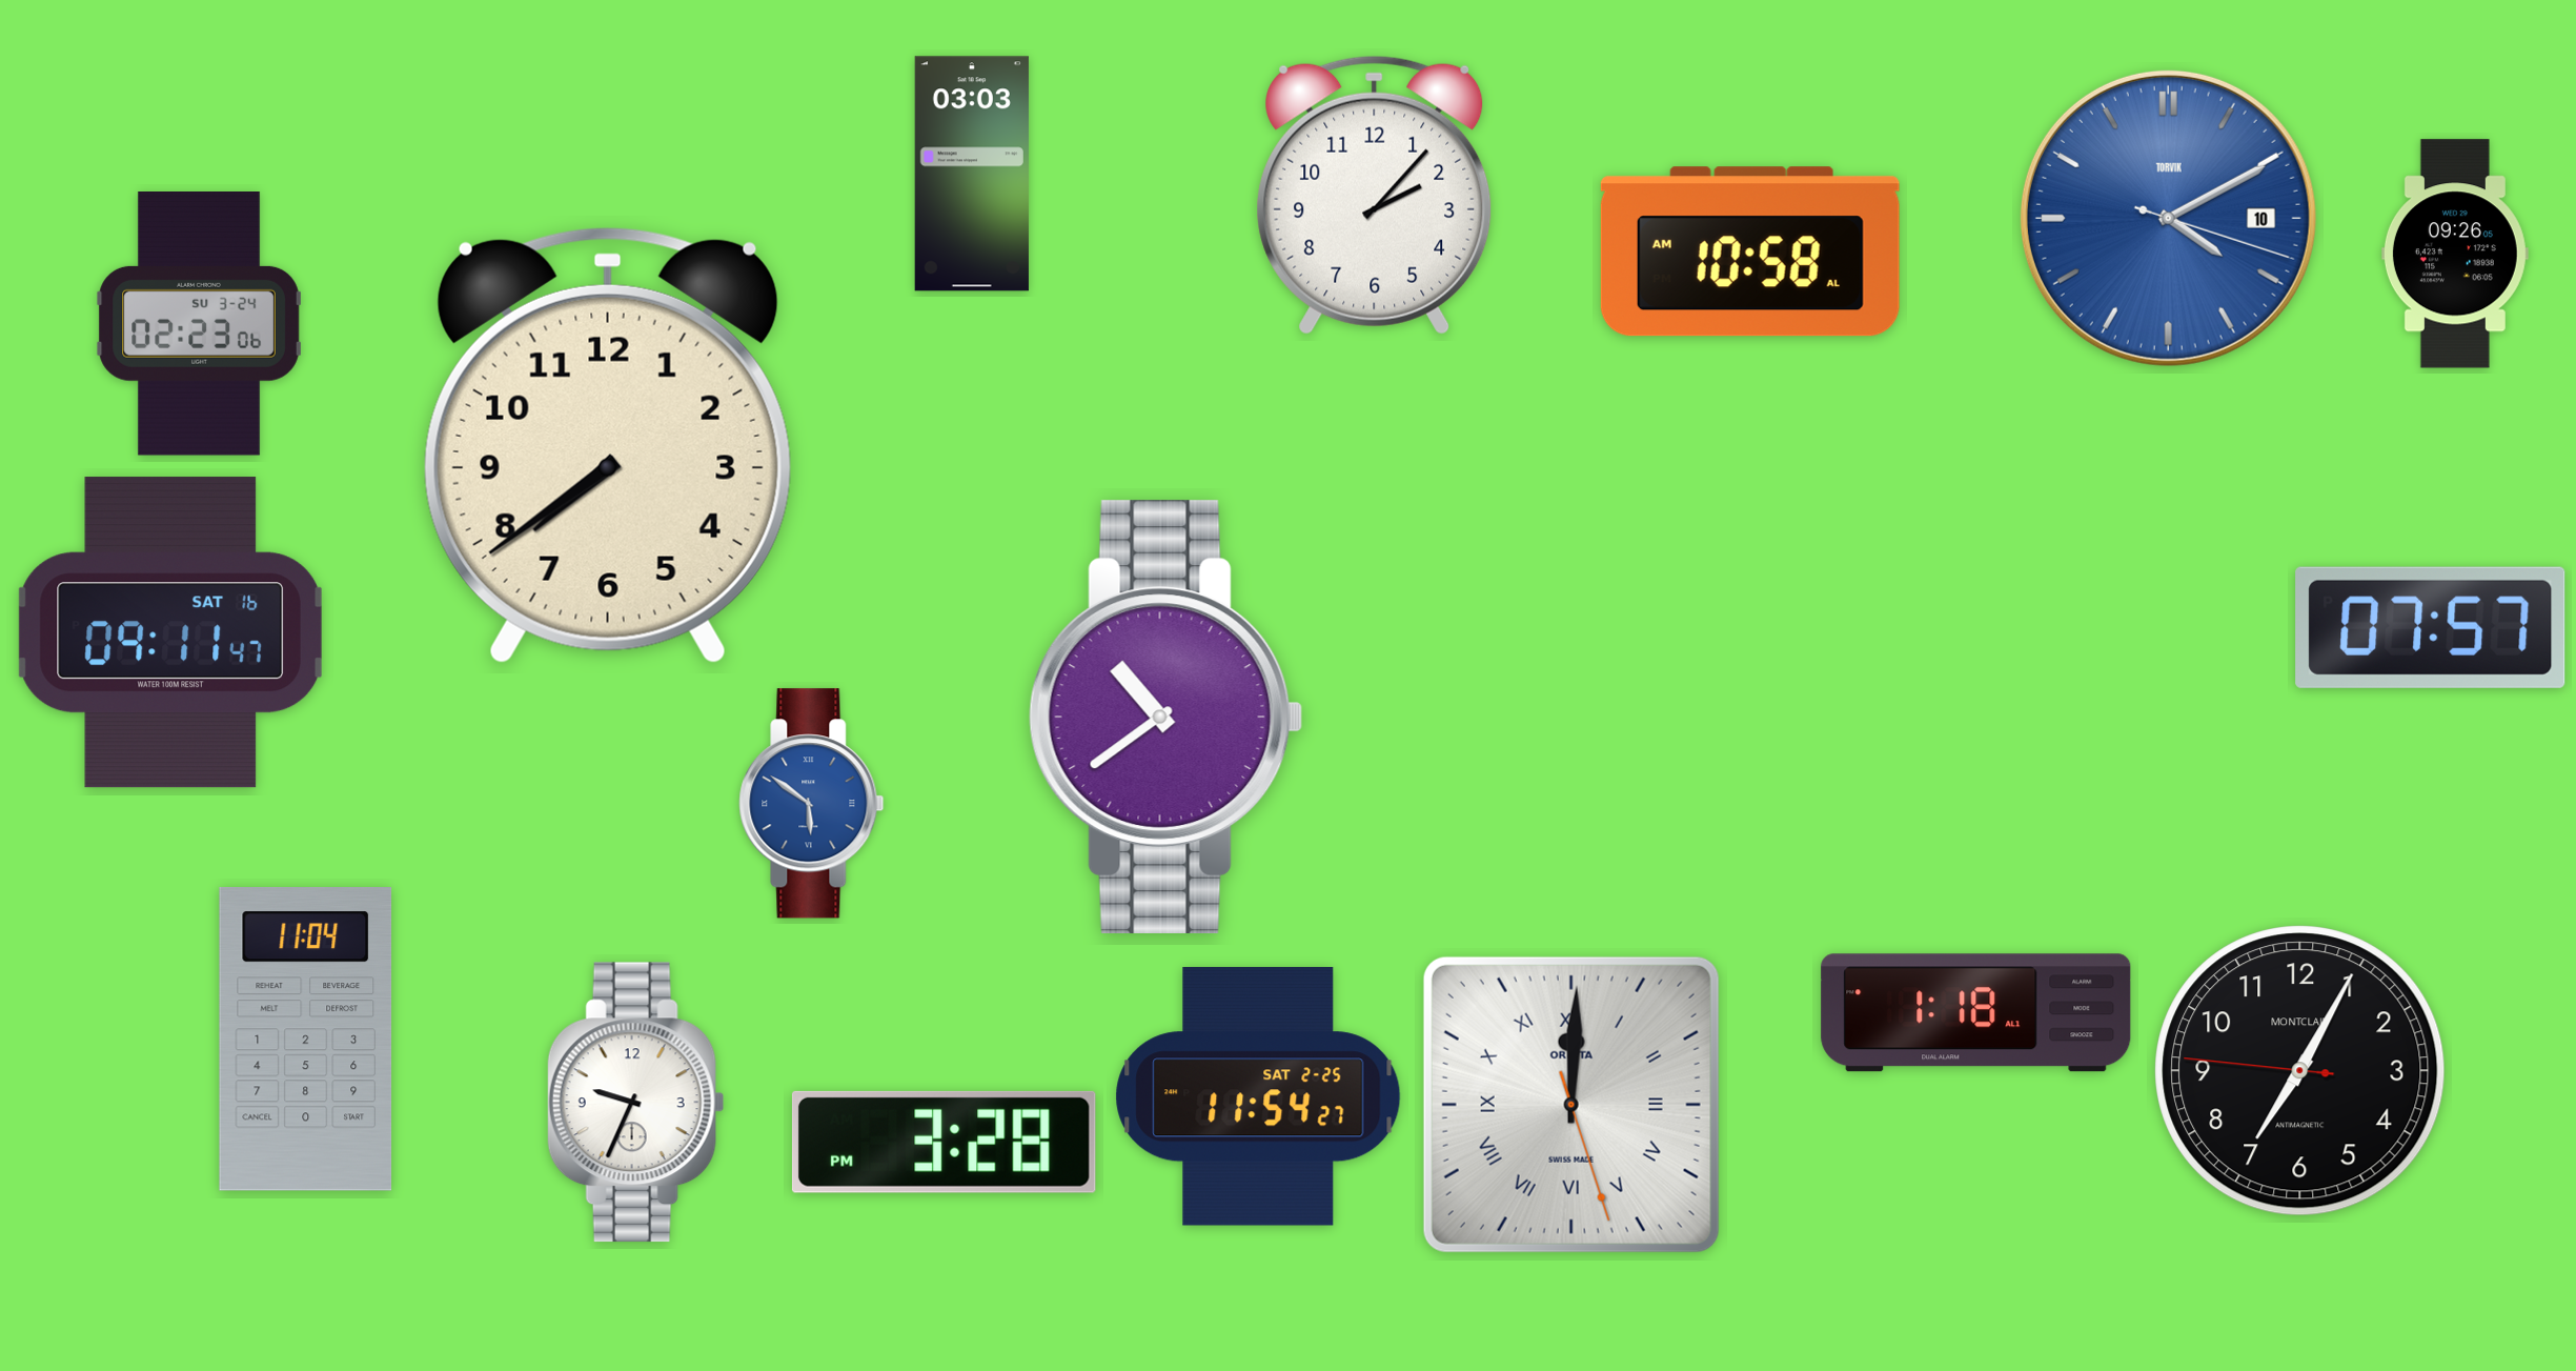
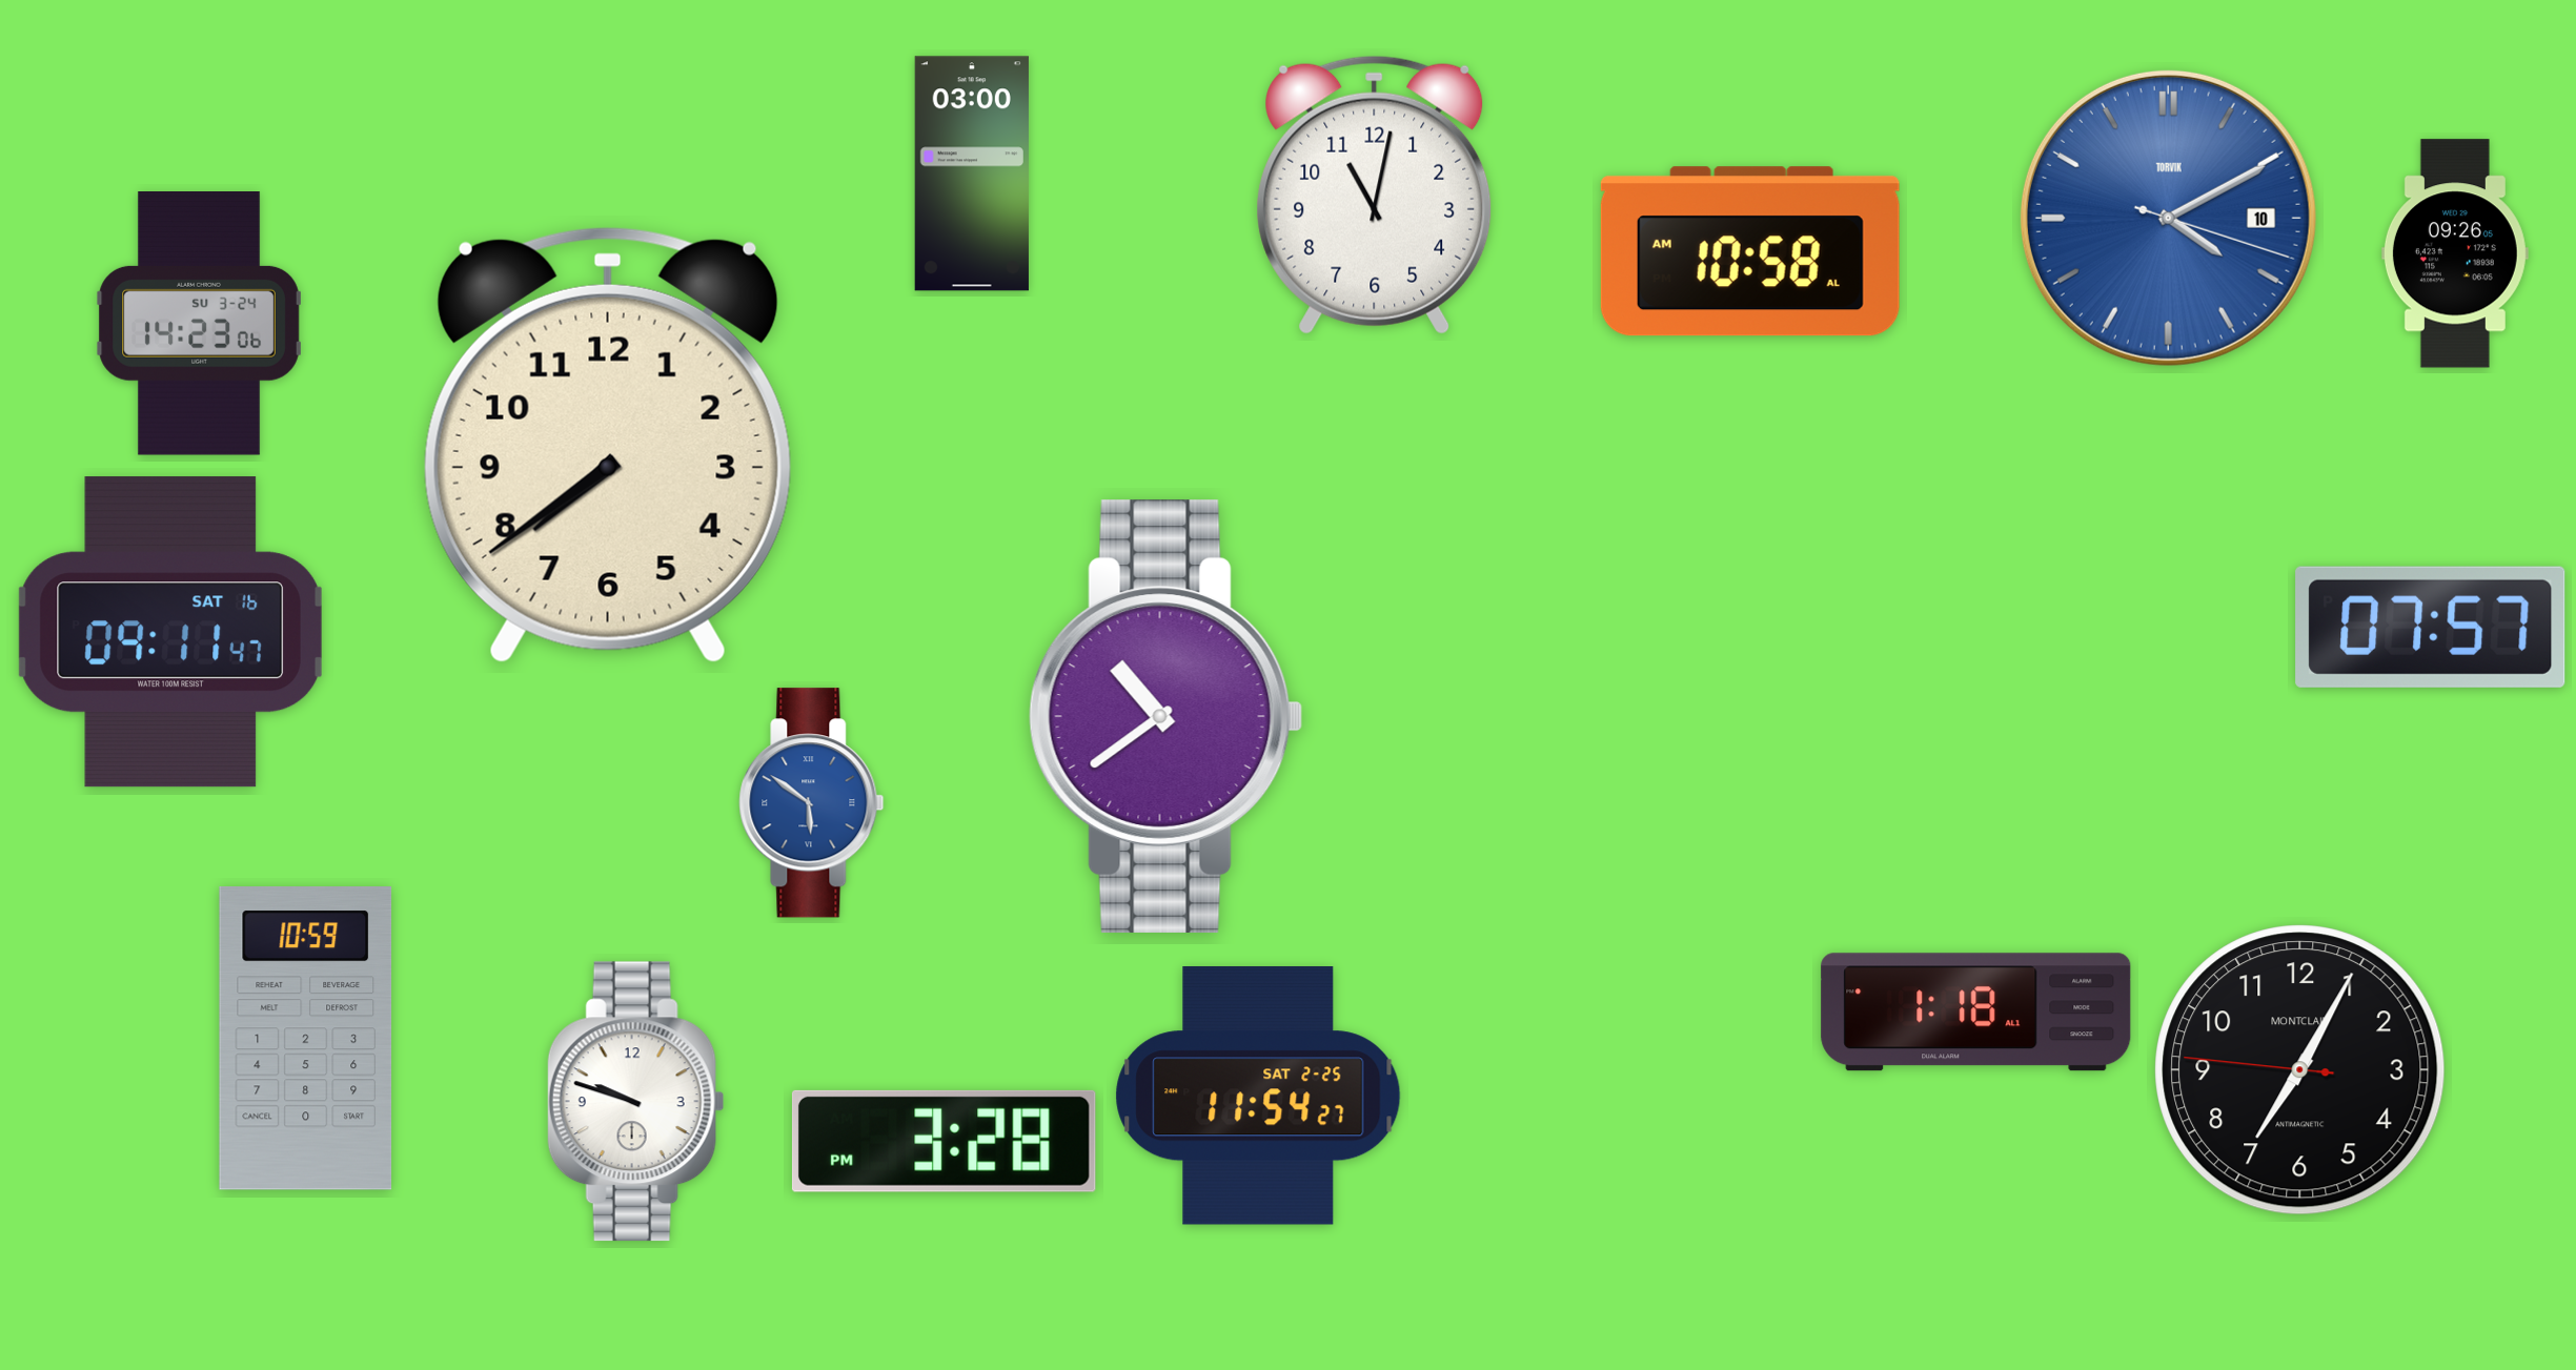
clock at (972, 174): 03:03 -> 03:00
clock at (1375, 195): 2:07 -> 11:02
clock at (199, 324): 02:23 -> 14:23
clock at (306, 1040): 11:04 -> 10:59
clock at (635, 1103): 9:34 -> 9:48
clock at (1571, 1105): 12:00 -> none
